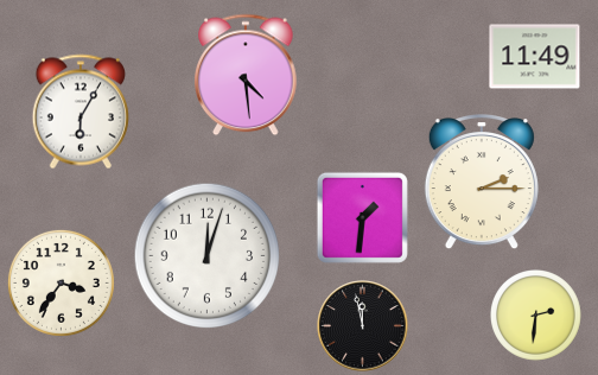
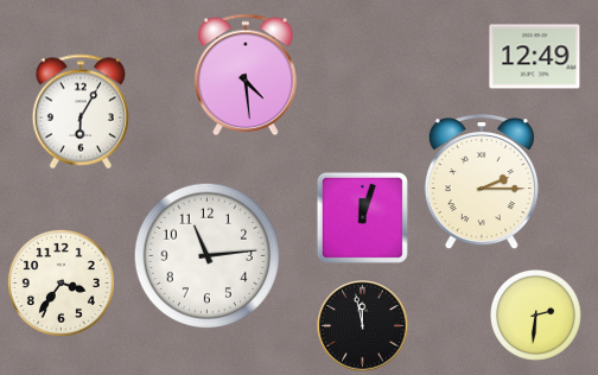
clock at (535, 57): 11:49 -> 12:49
clock at (362, 217): 1:31 -> 12:03
clock at (208, 256): 12:03 -> 11:14
